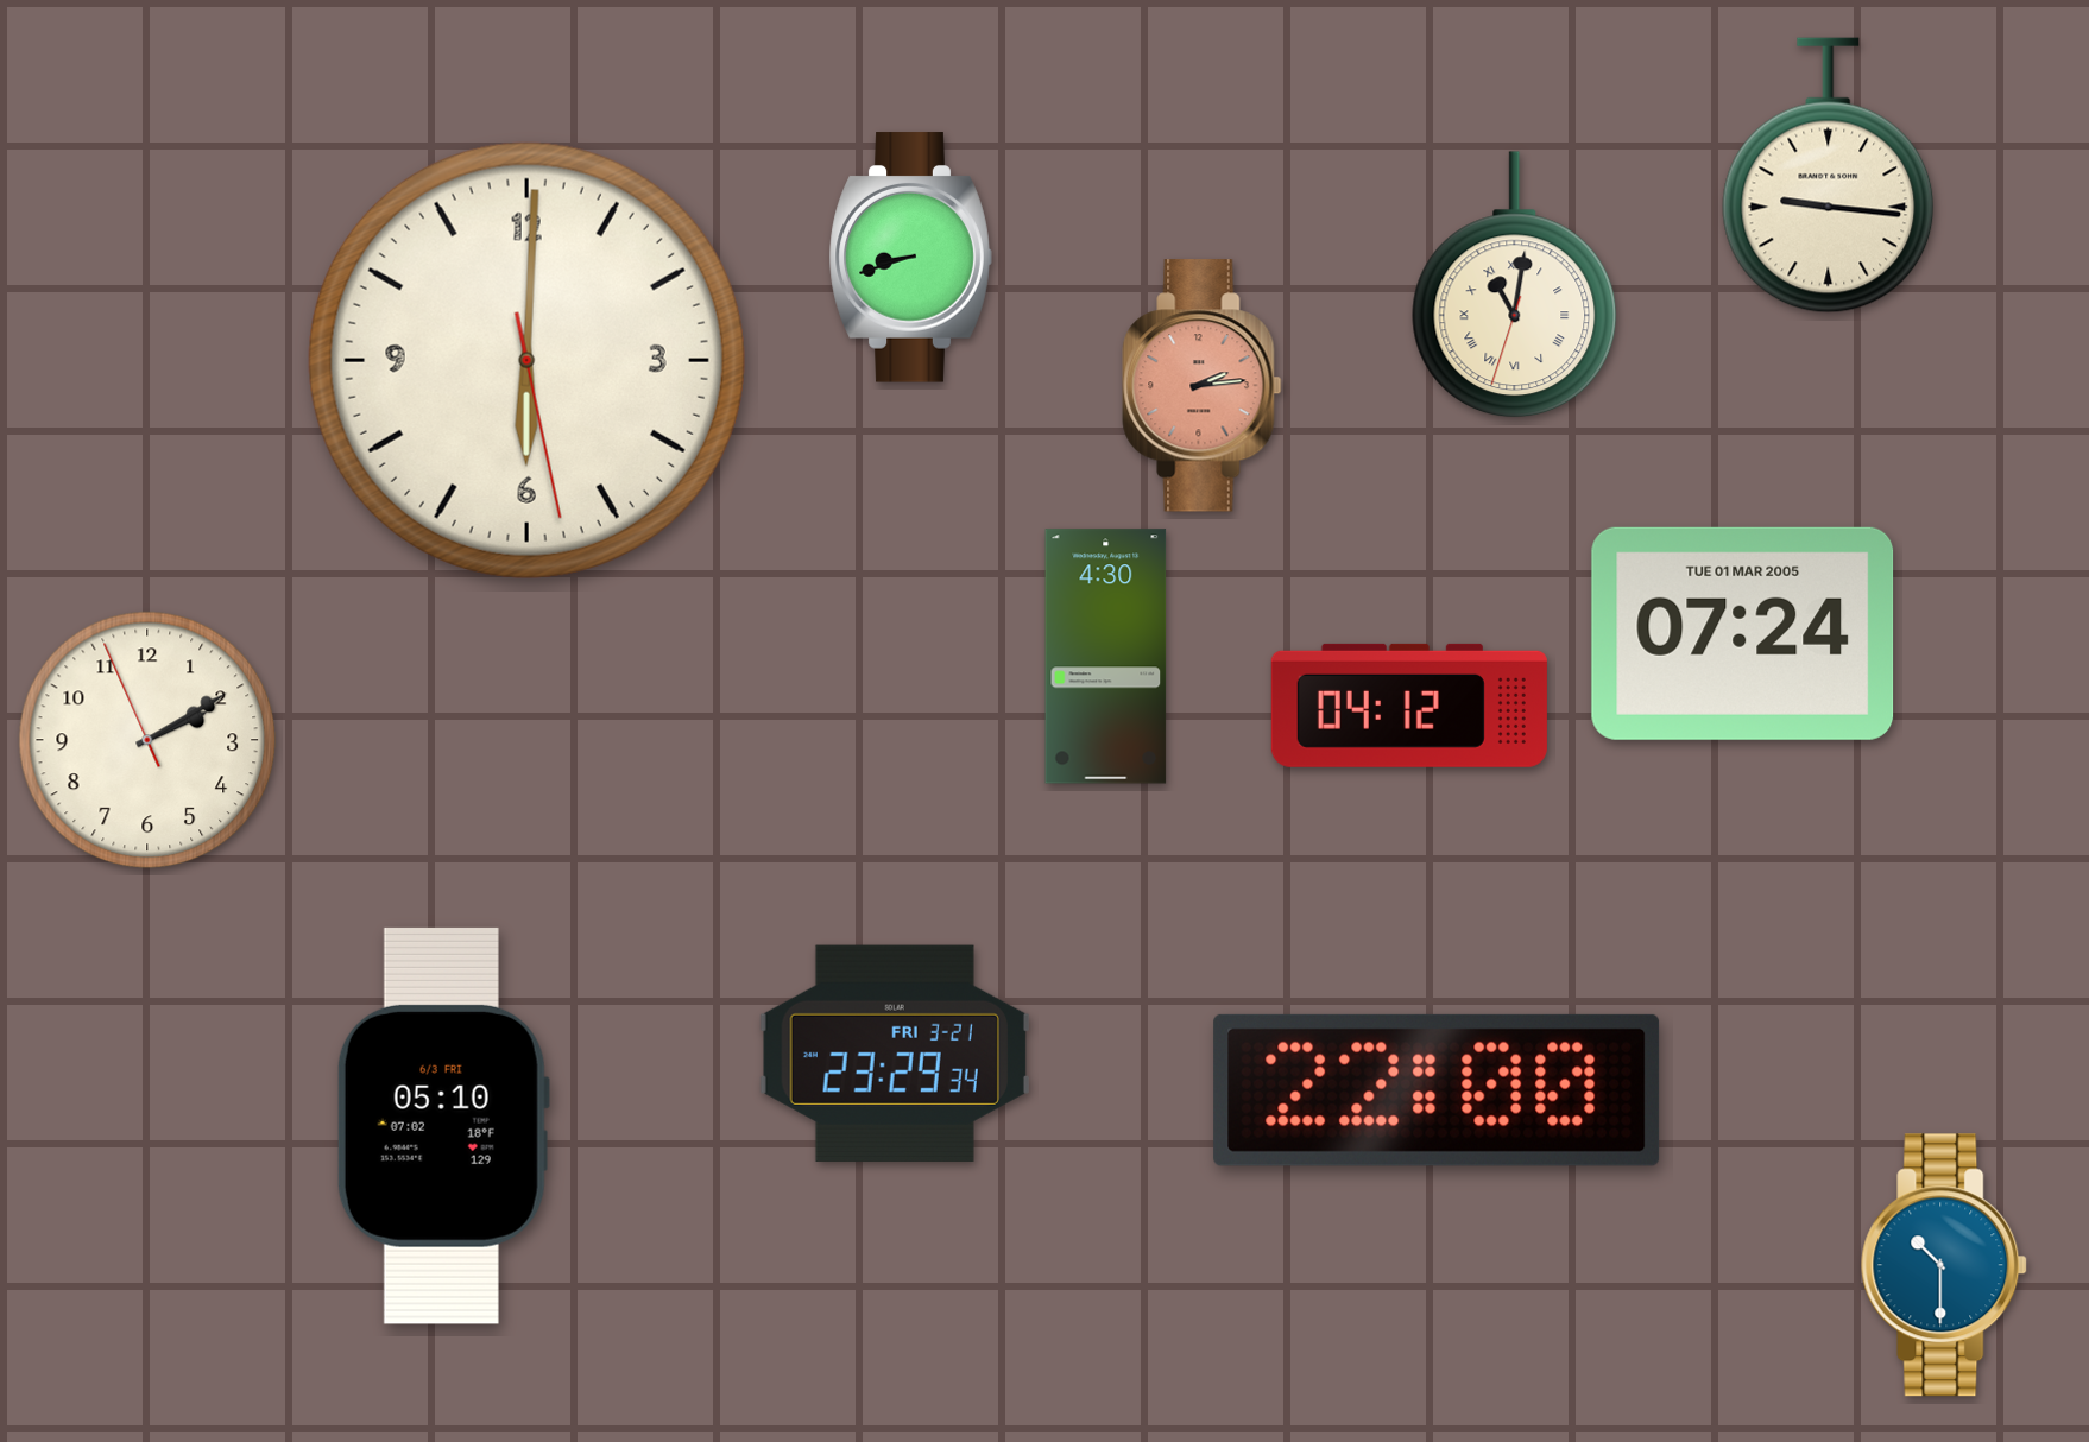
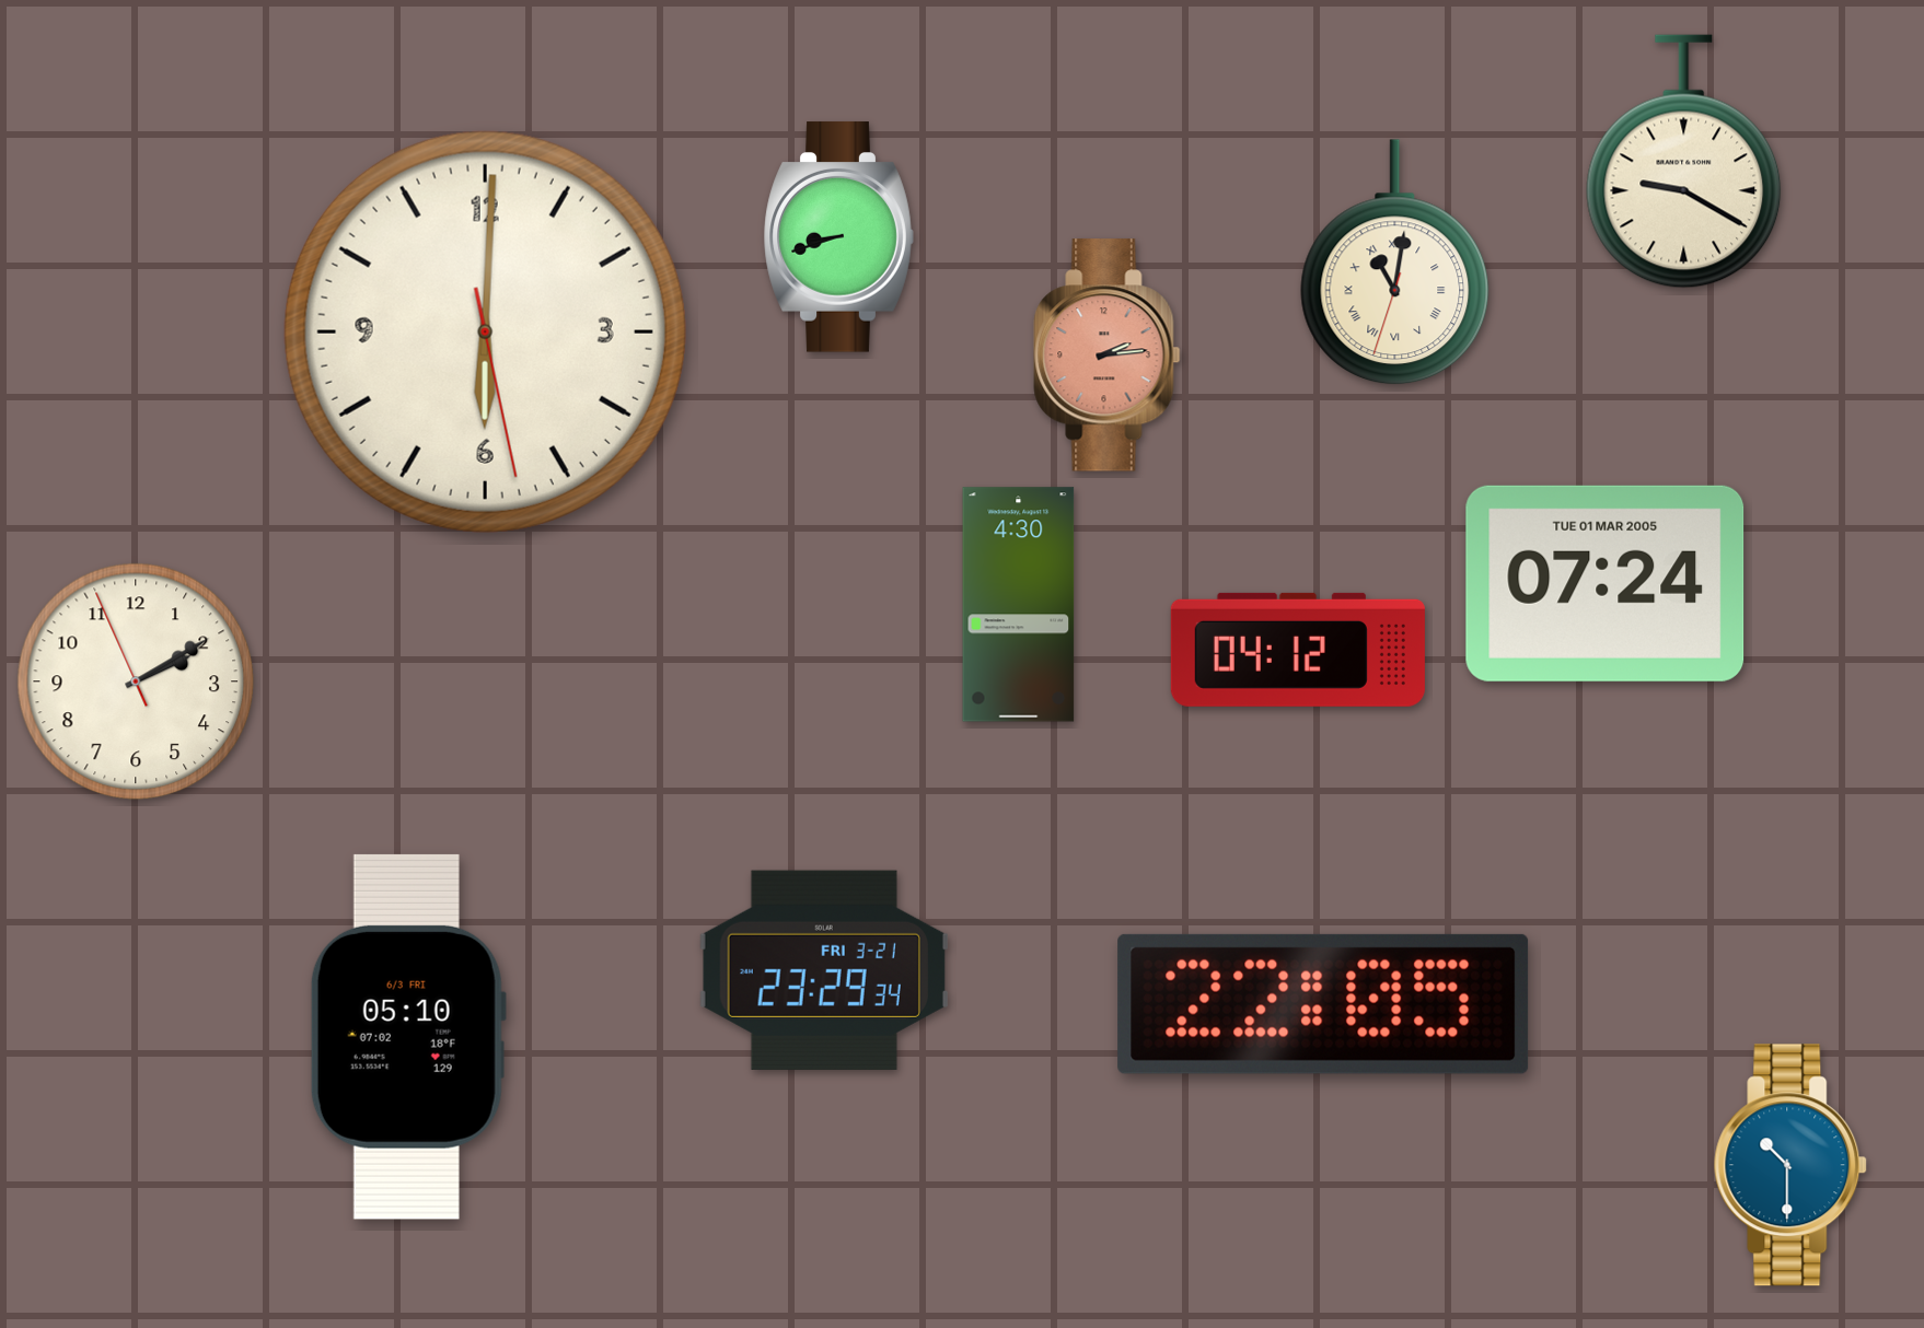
clock at (1829, 176): 9:16 -> 9:20
clock at (1437, 1090): 22:00 -> 22:05
